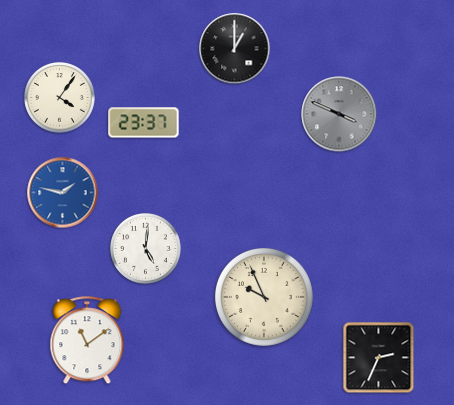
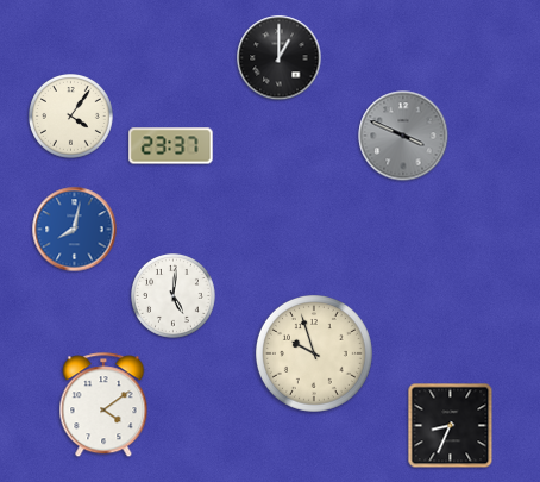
clock at (63, 193): 1:47 -> 8:02
clock at (264, 297): 9:56 -> 9:57
clock at (87, 341): 11:09 -> 4:09
clock at (379, 358): 2:34 -> 8:34
